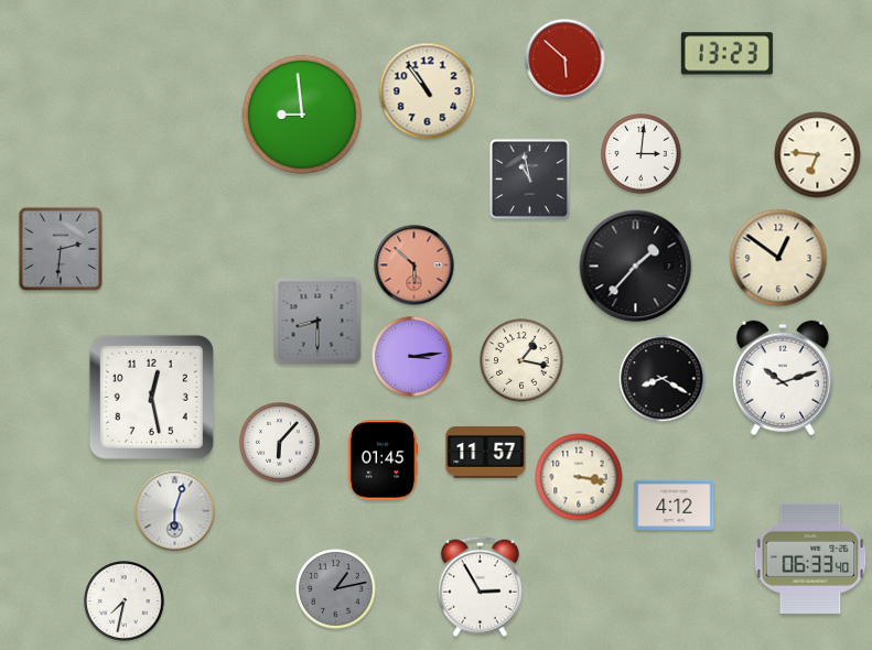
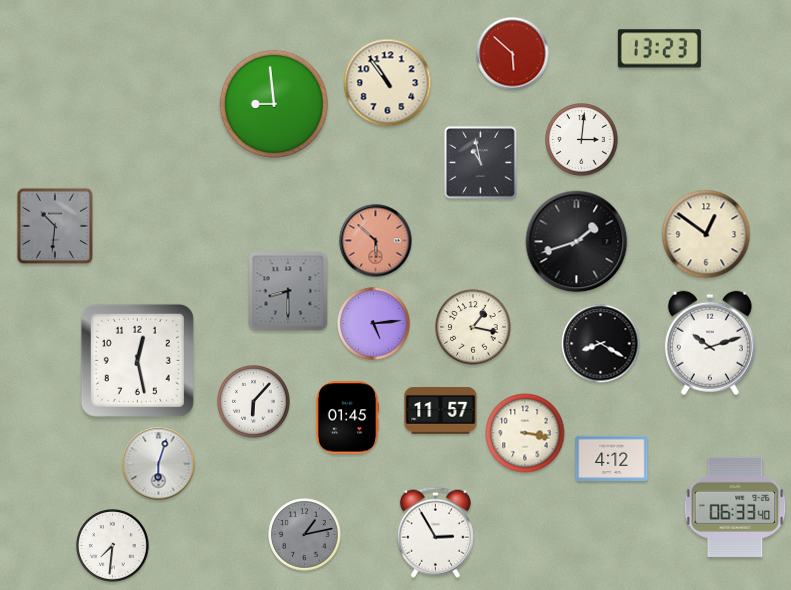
clock at (818, 155): 6:46 -> none
clock at (61, 249): 2:31 -> 10:31
clock at (636, 267): 1:37 -> 1:42
clock at (412, 357): 3:14 -> 5:14
clock at (125, 602): 7:32 -> 7:31
